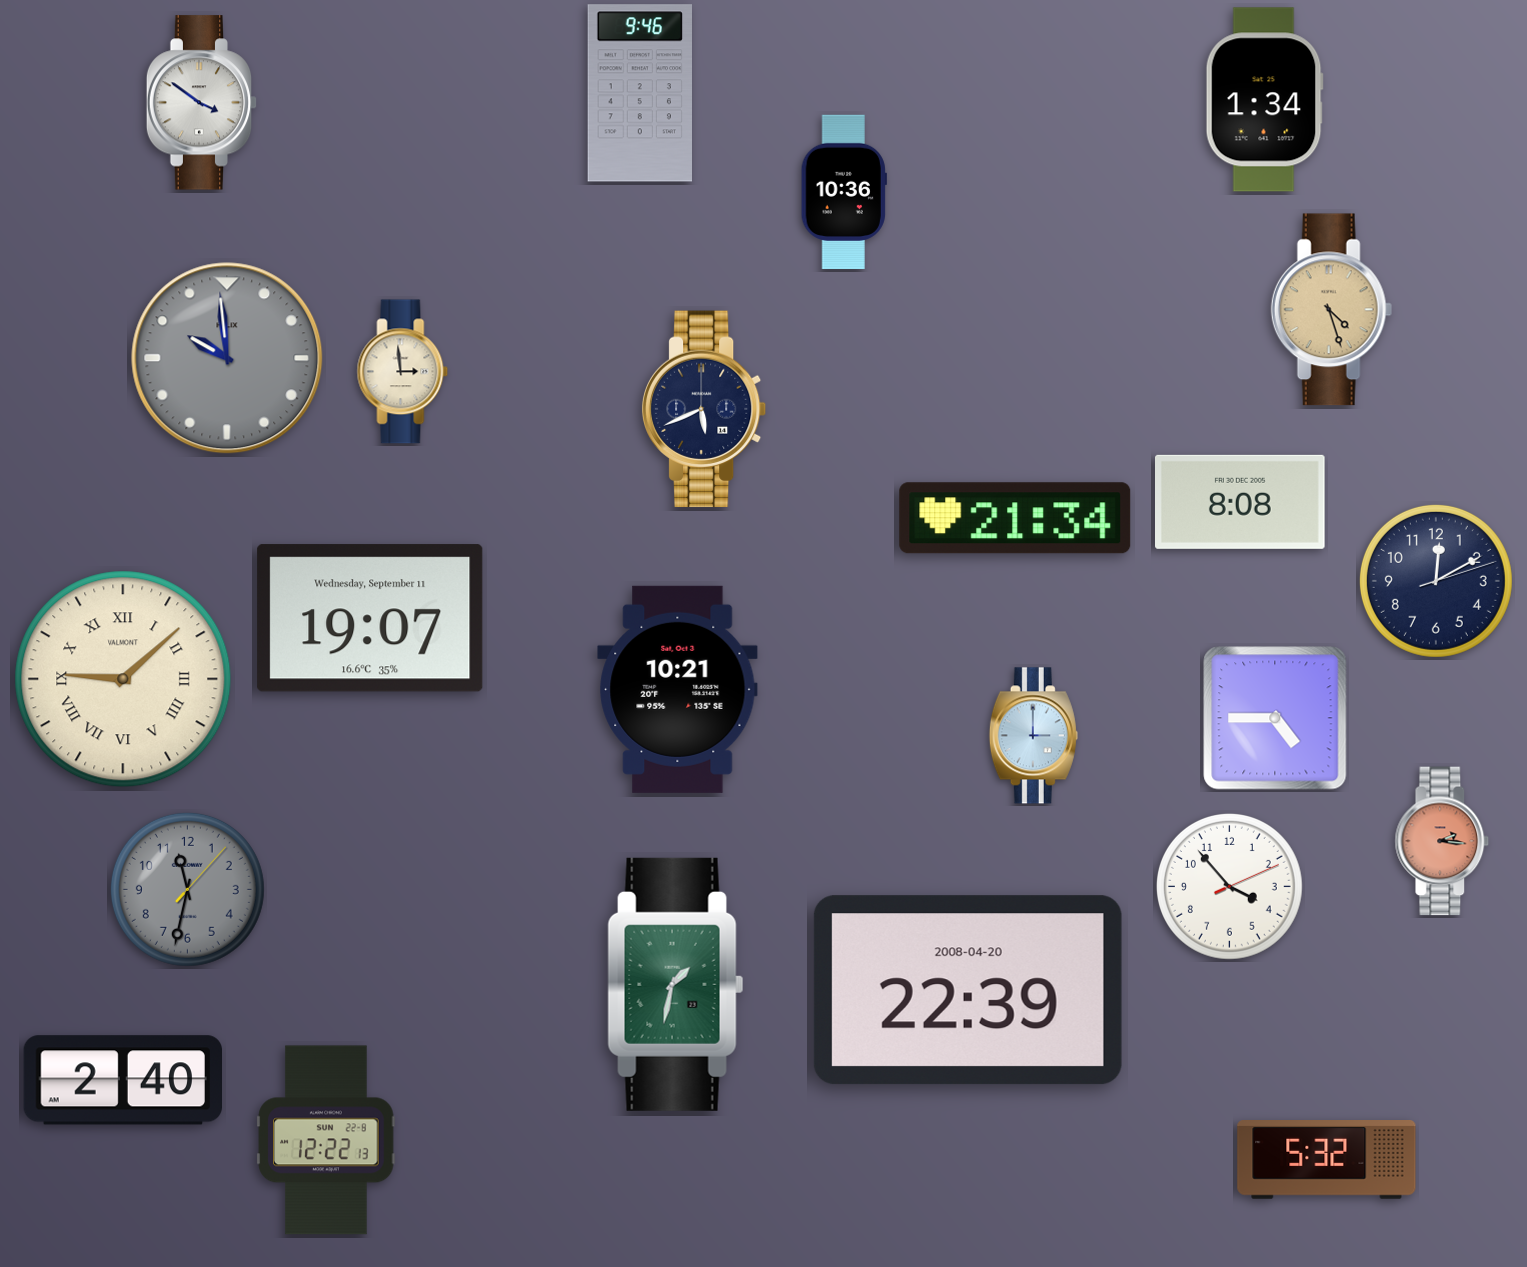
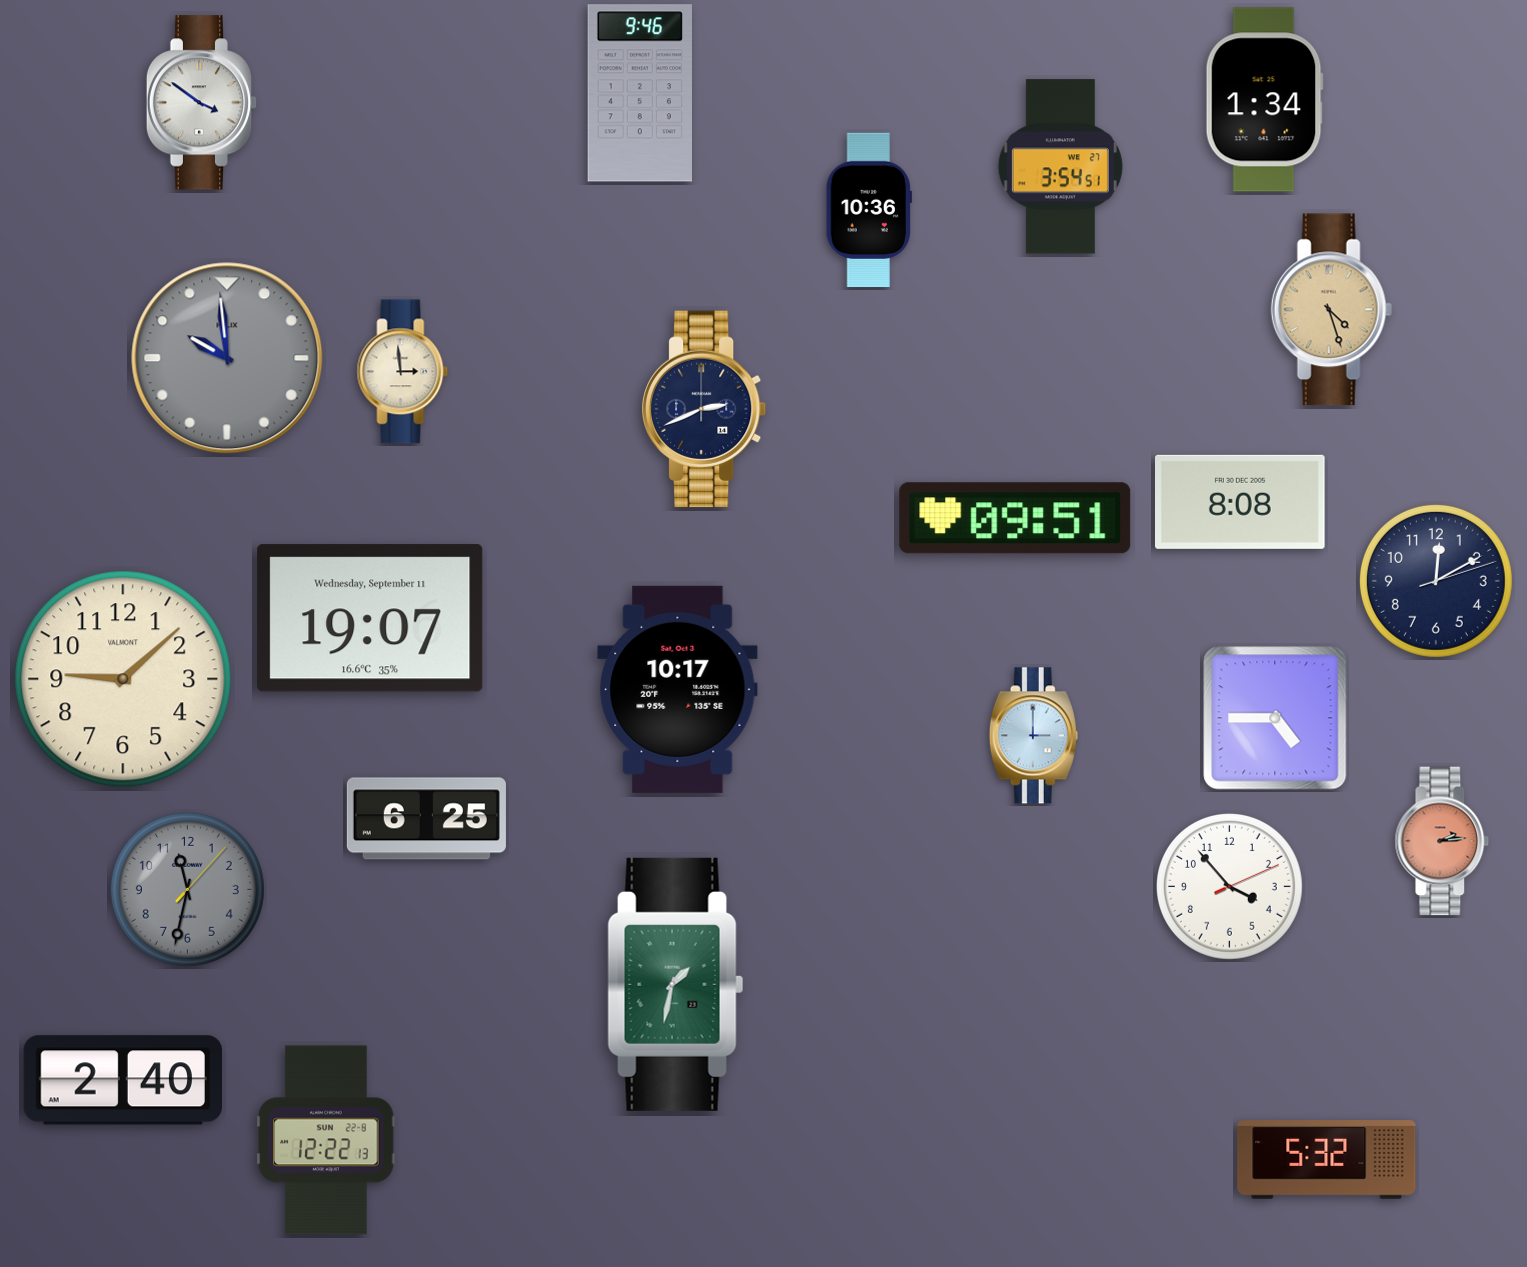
clock at (1060, 167): none -> 3:54
clock at (844, 192) position: (844, 192) -> (869, 210)
clock at (704, 409): 5:41 -> 2:41
clock at (1015, 518): 21:34 -> 09:51
clock at (123, 679) numerals: Roman -> Arabic
clock at (678, 689): 10:21 -> 10:17
clock at (426, 819): none -> 6:25
clock at (1442, 841): 2:16 -> 2:14
clock at (968, 990): 22:39 -> none
